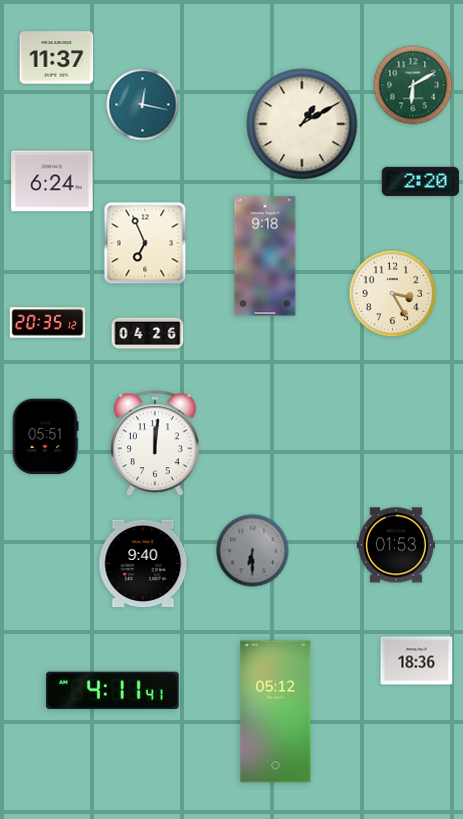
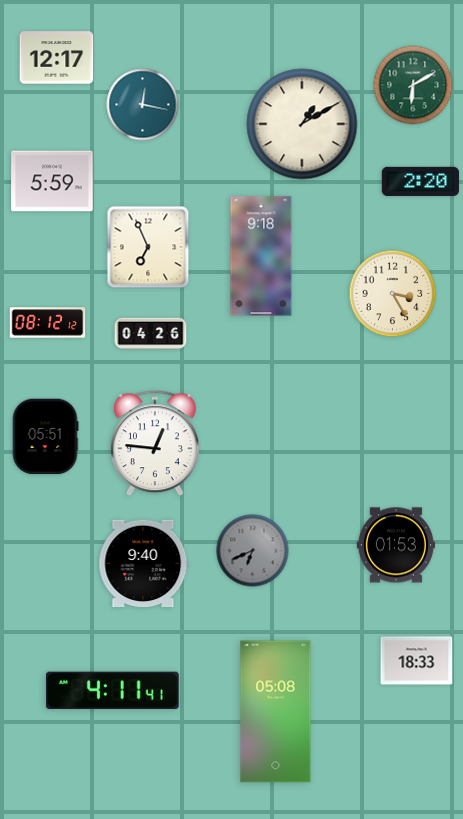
clock at (57, 58): 11:37 -> 12:17
clock at (52, 181): 6:24 -> 5:59
clock at (145, 243) position: (145, 243) -> (148, 247)
clock at (265, 256) position: (265, 256) -> (261, 256)
clock at (48, 323): 20:35 -> 08:12
clock at (148, 334) position: (148, 334) -> (151, 334)
clock at (155, 444): 12:01 -> 12:46
clock at (253, 551): 6:30 -> 6:41
clock at (417, 661): 18:36 -> 18:33
clock at (276, 712): 05:12 -> 05:08
